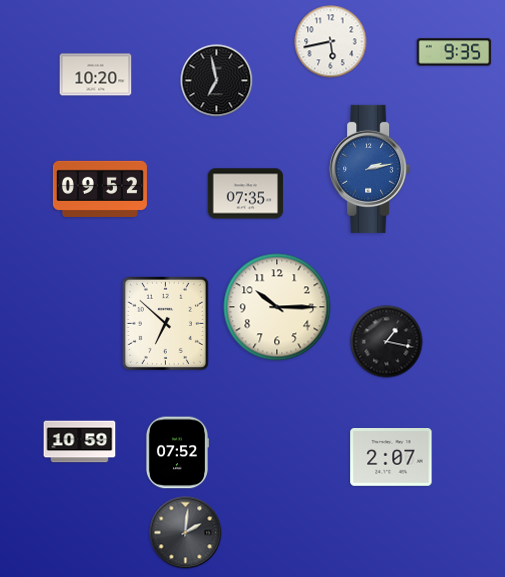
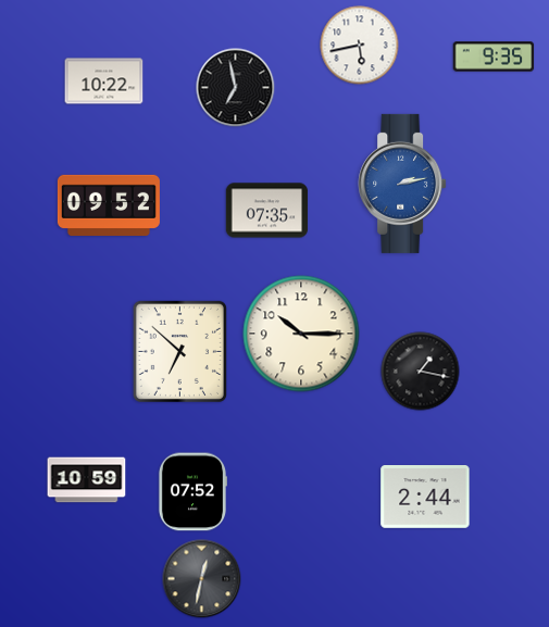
clock at (96, 75): 10:20 -> 10:22
clock at (391, 458): 2:07 -> 2:44
clock at (186, 533): 2:01 -> 12:32
